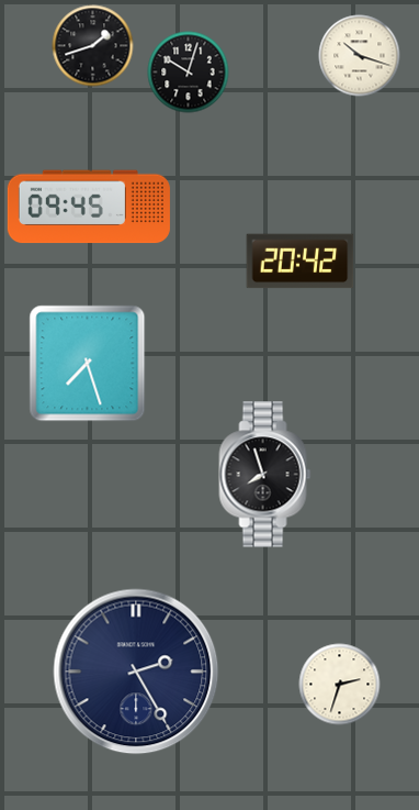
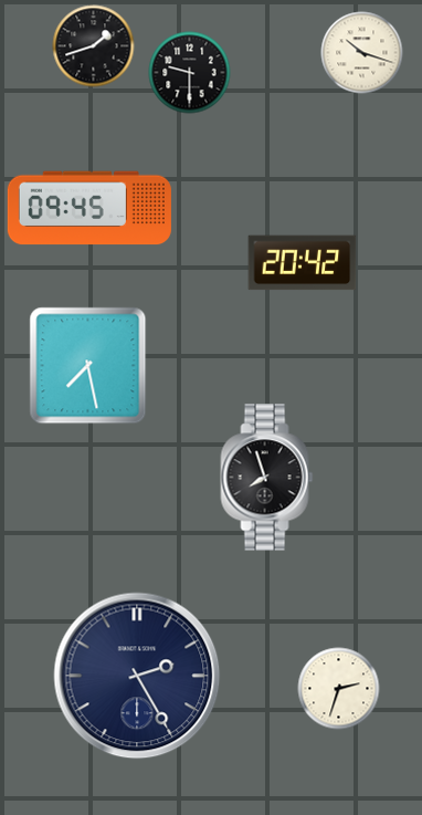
clock at (360, 56) position: (360, 56) -> (362, 53)
clock at (189, 73): 10:03 -> 9:30
clock at (88, 364): 7:27 -> 7:28
clock at (340, 685) position: (340, 685) -> (339, 689)
